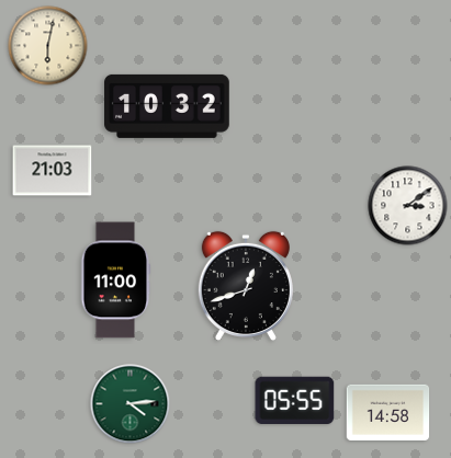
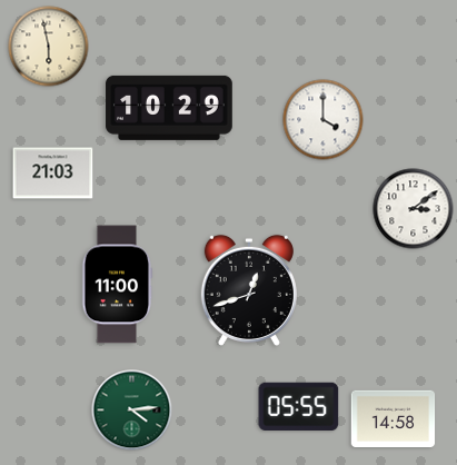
clock at (48, 46): 6:02 -> 5:58
clock at (167, 106): 10:32 -> 10:29
clock at (324, 120): none -> 4:00
